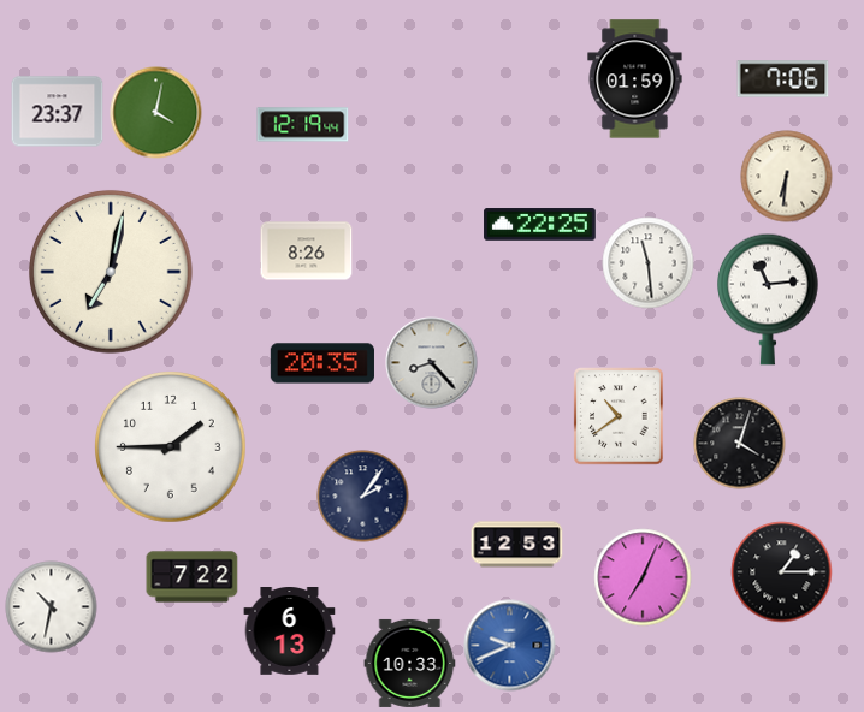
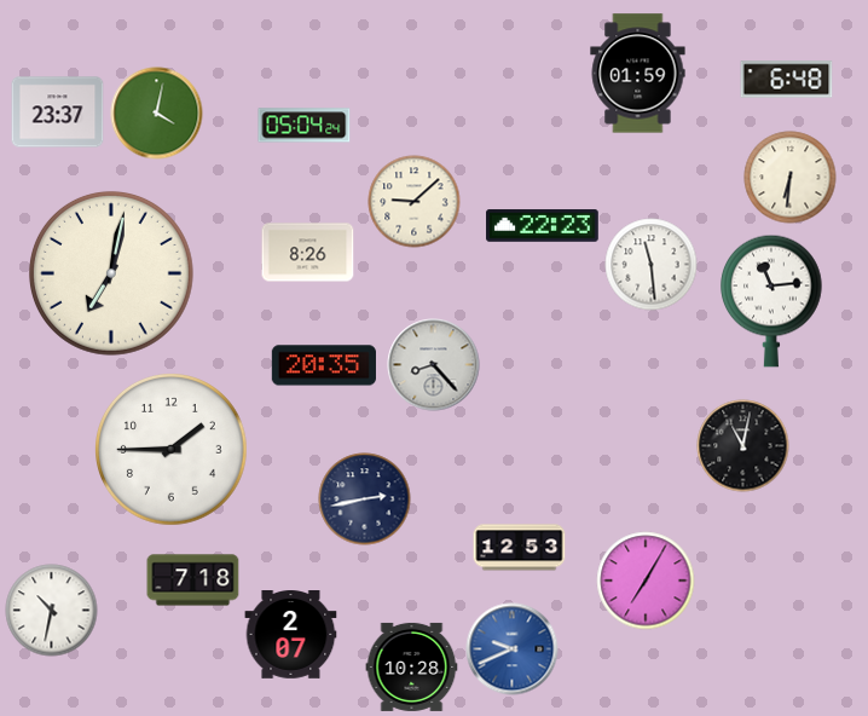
clock at (635, 79) position: (635, 79) -> (638, 74)
clock at (783, 79): 7:06 -> 6:48
clock at (303, 125): 12:19 -> 05:04
clock at (415, 202): none -> 9:08
clock at (540, 225): 22:25 -> 22:23
clock at (619, 416): 10:39 -> none
clock at (740, 444): 4:03 -> 11:02
clock at (363, 497): 2:06 -> 2:43
clock at (782, 572): 1:15 -> none
clock at (193, 577): 7:22 -> 7:18
clock at (643, 577): 7:04 -> 7:05
clock at (290, 631): 6:13 -> 2:07
clock at (410, 663): 10:33 -> 10:28
